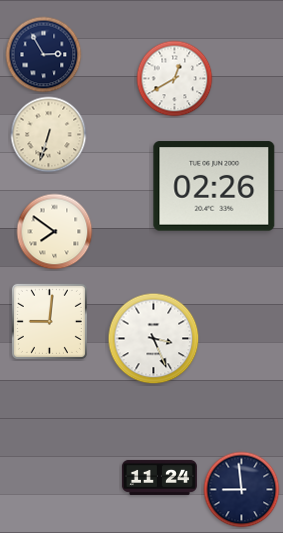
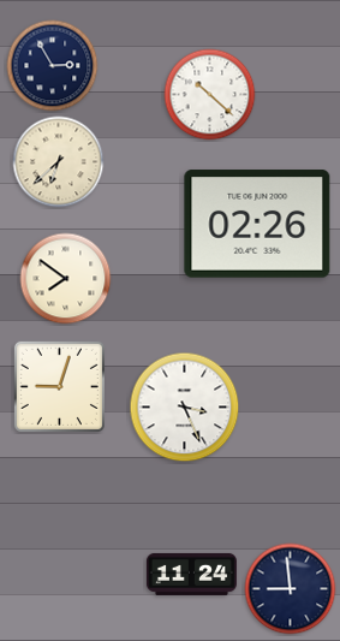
clock at (175, 79): 12:40 -> 10:22
clock at (49, 135): 6:33 -> 6:38
clock at (49, 321): 9:01 -> 9:03
